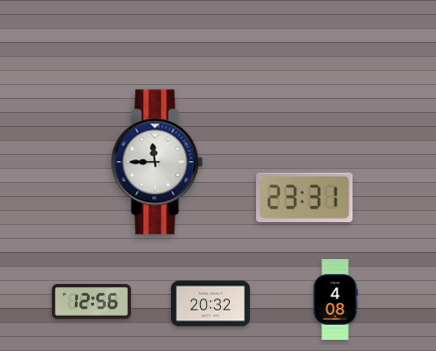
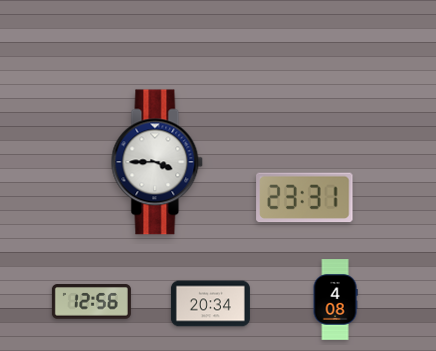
clock at (157, 162): 11:45 -> 3:45
clock at (210, 304): 20:32 -> 20:34
